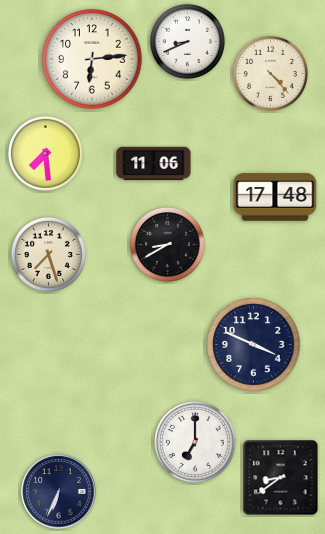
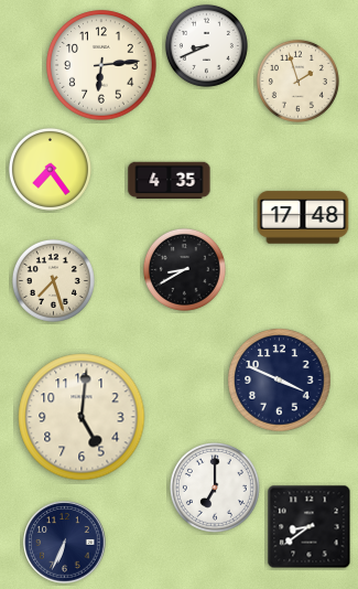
clock at (270, 73): 4:23 -> 1:57
clock at (45, 153): 7:29 -> 7:24
clock at (154, 164): 11:06 -> 4:35
clock at (82, 417): none -> 5:01
